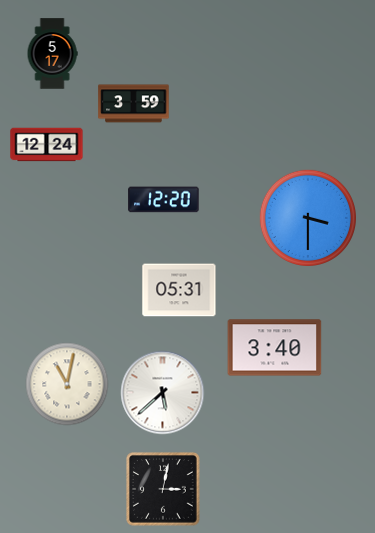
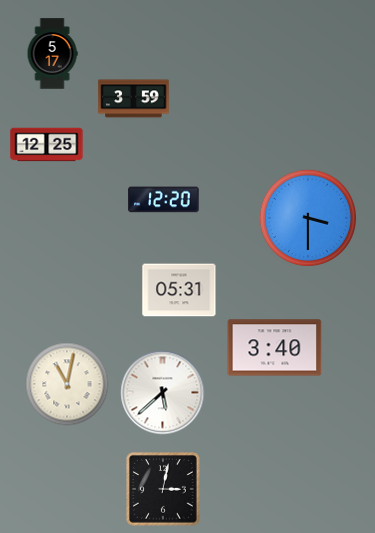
clock at (134, 104) position: (134, 104) -> (134, 99)
clock at (47, 145): 12:24 -> 12:25
